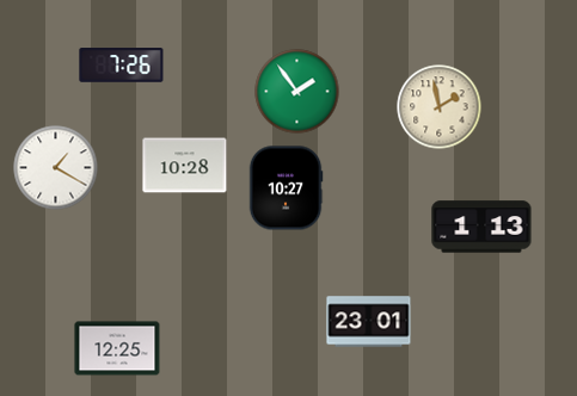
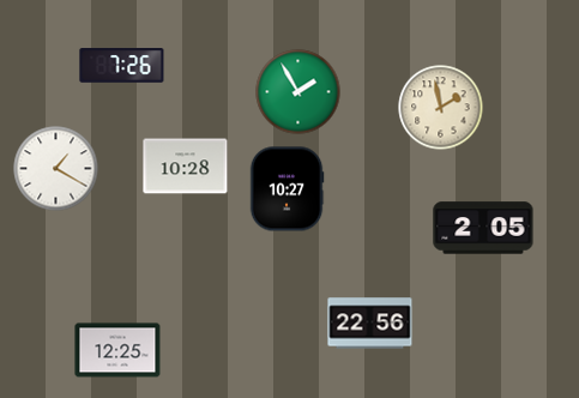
clock at (297, 92): 1:54 -> 1:55
clock at (481, 227): 1:13 -> 2:05
clock at (369, 322): 23:01 -> 22:56
